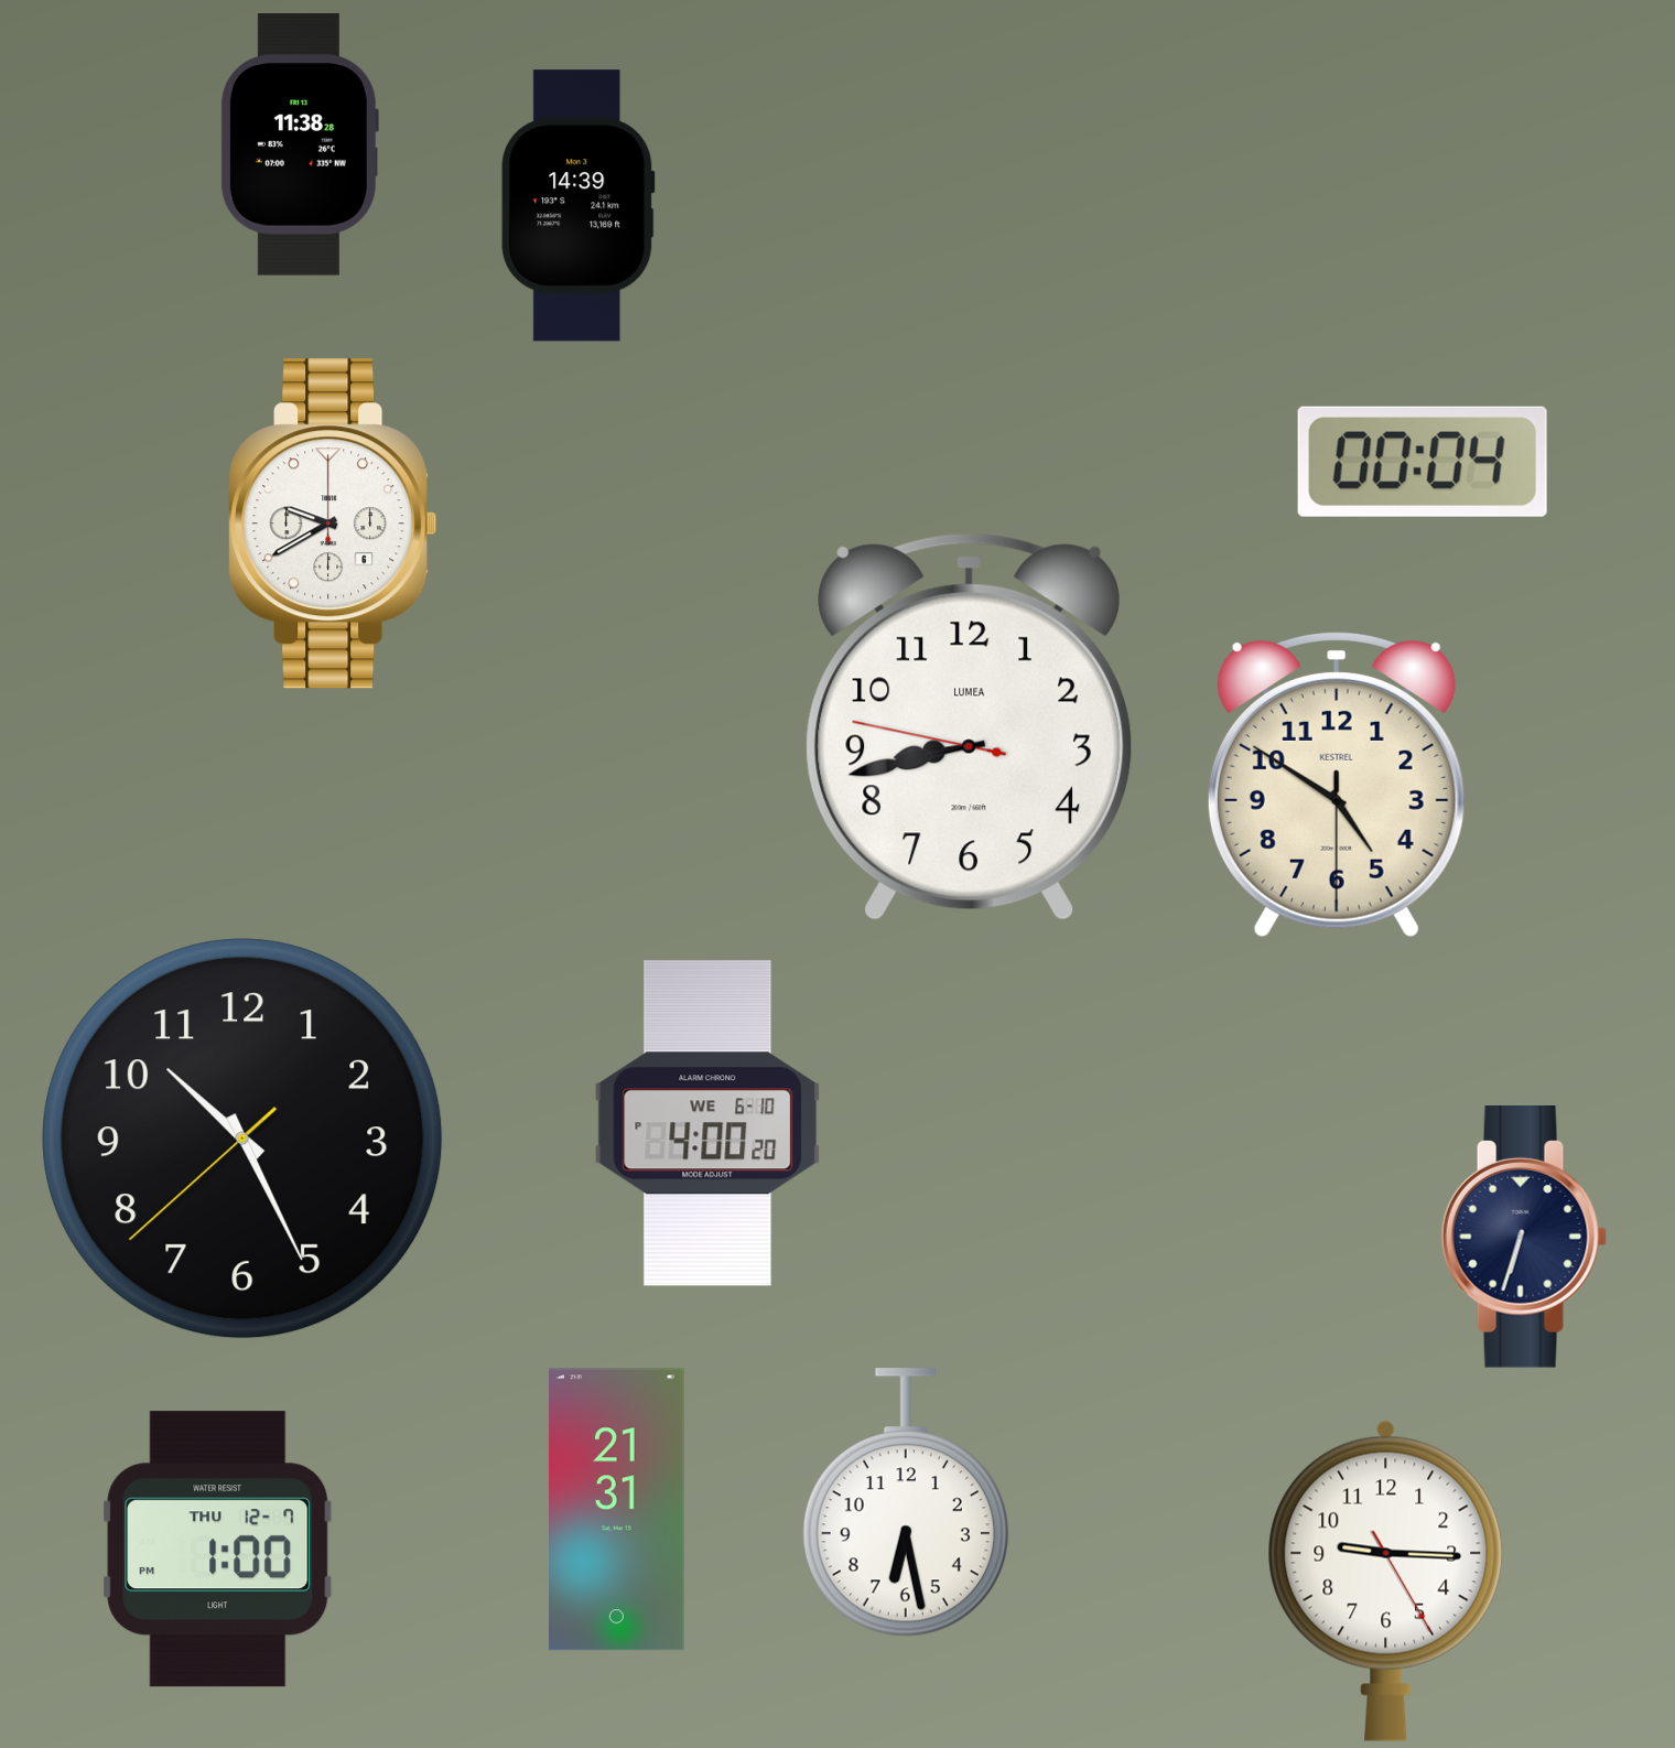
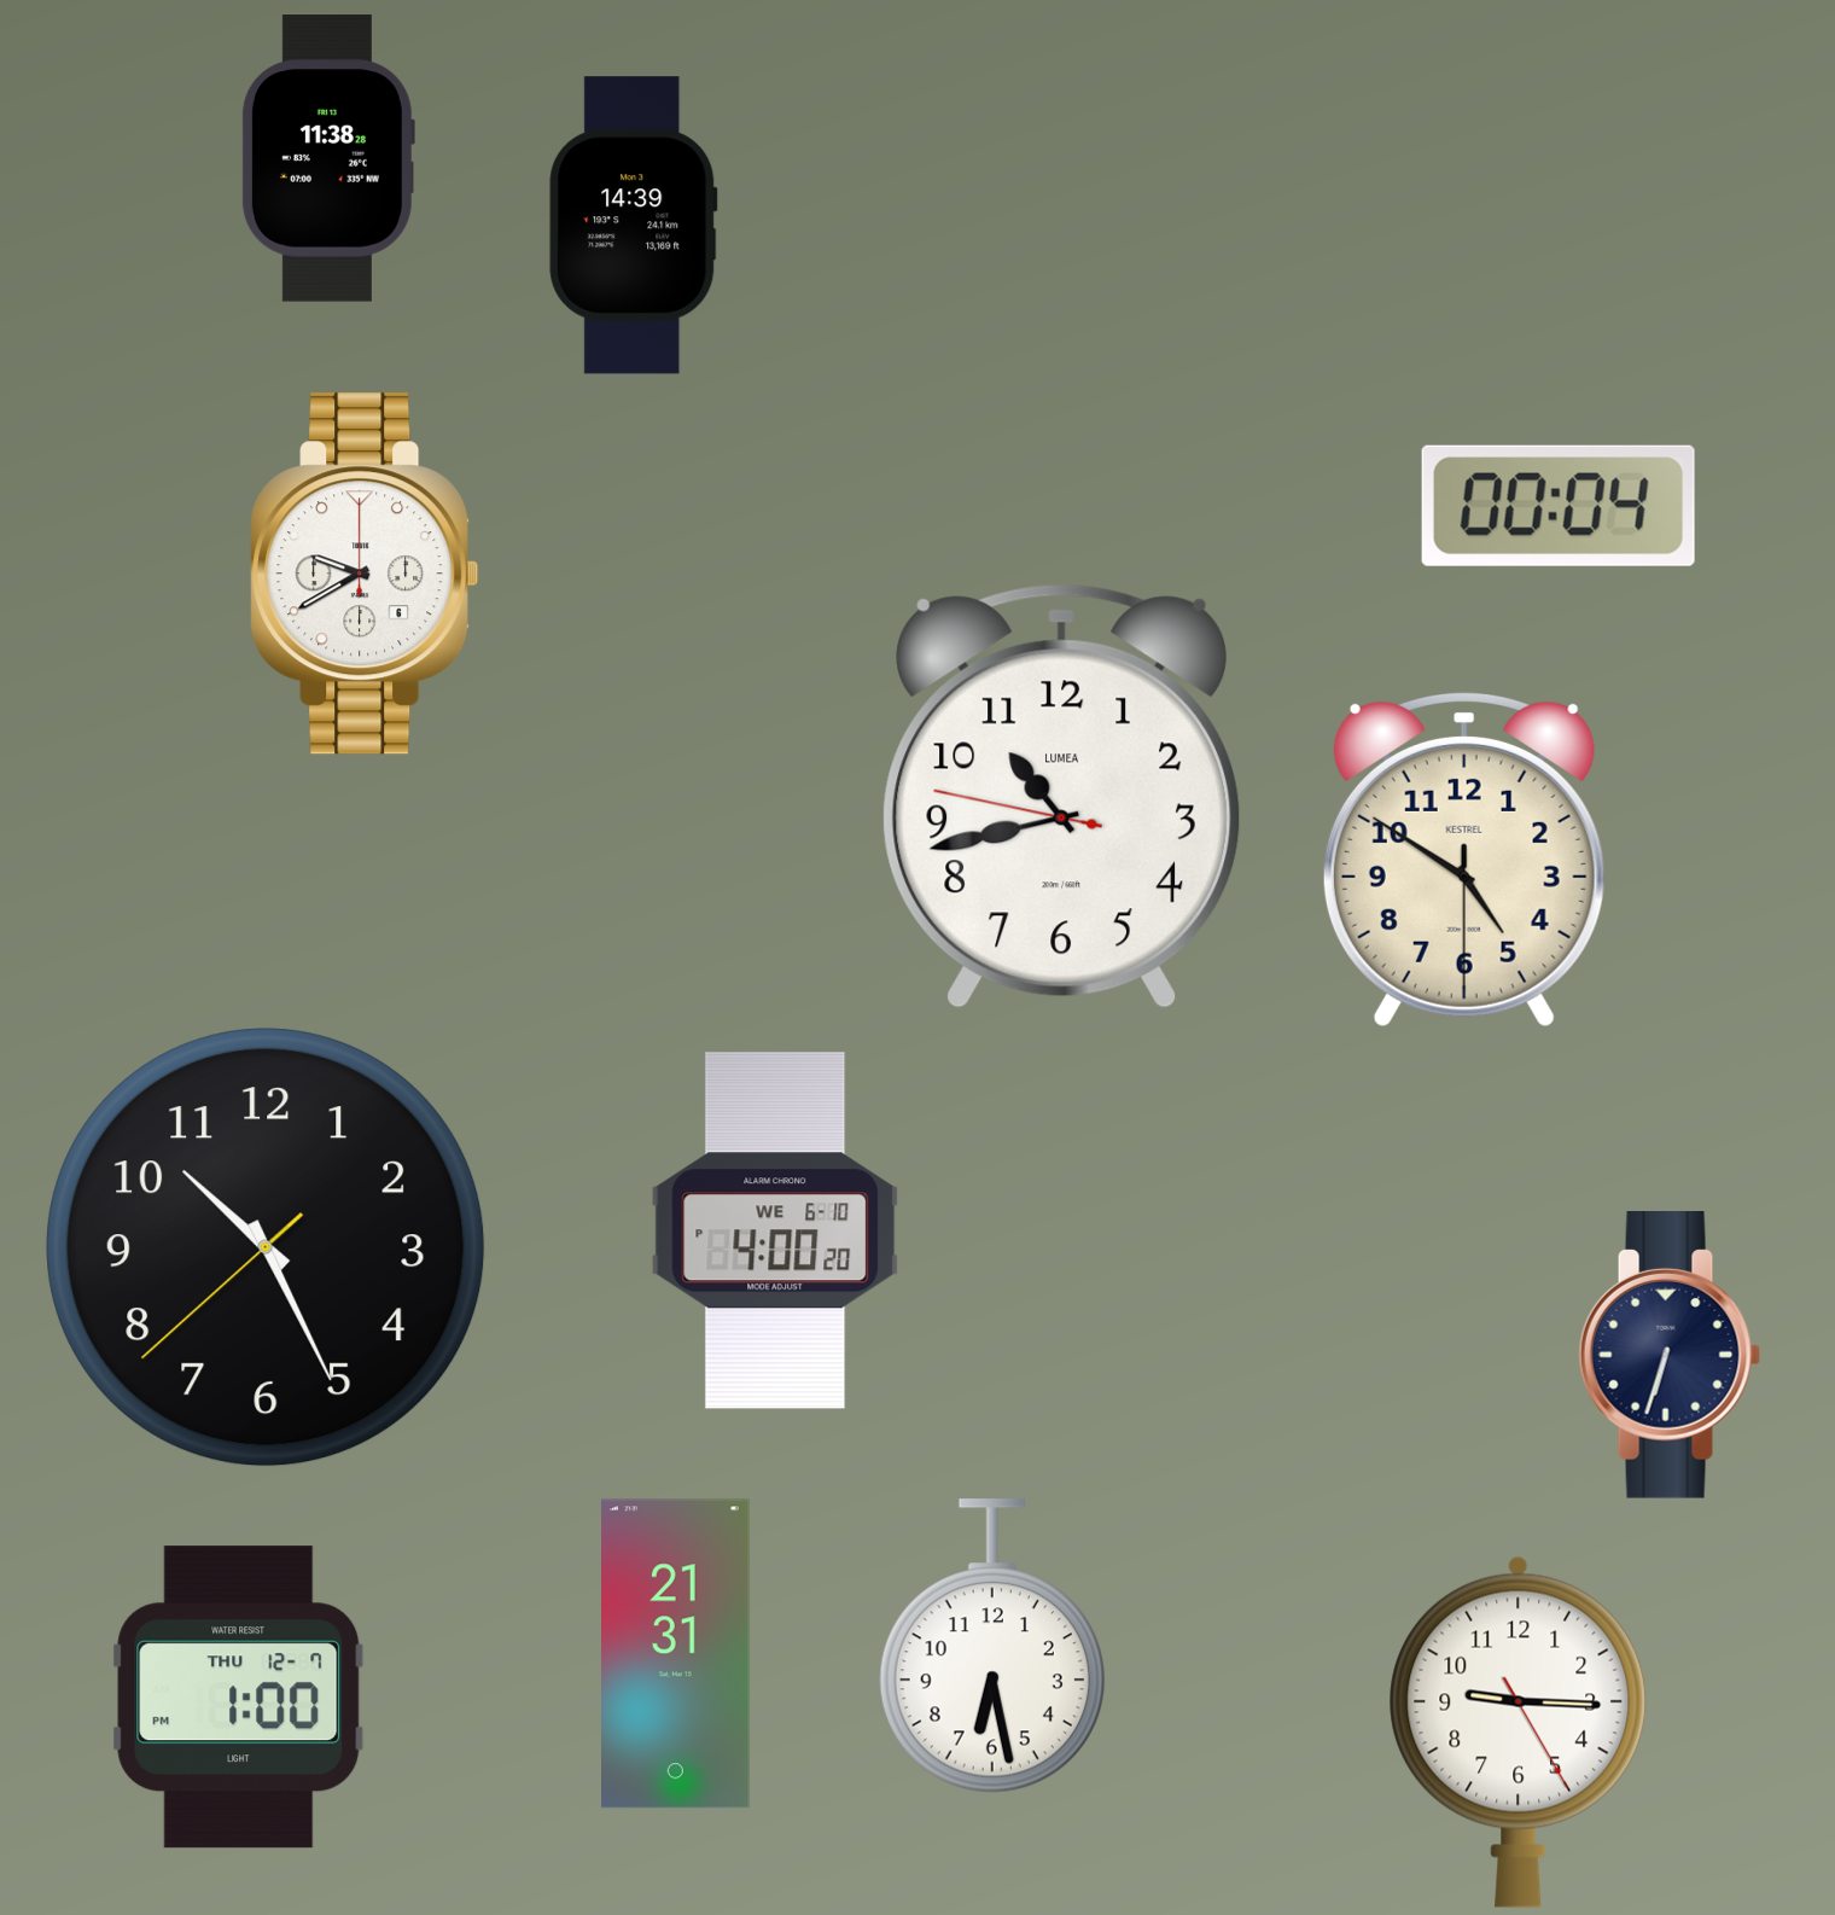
clock at (969, 726): 8:42 -> 10:42
